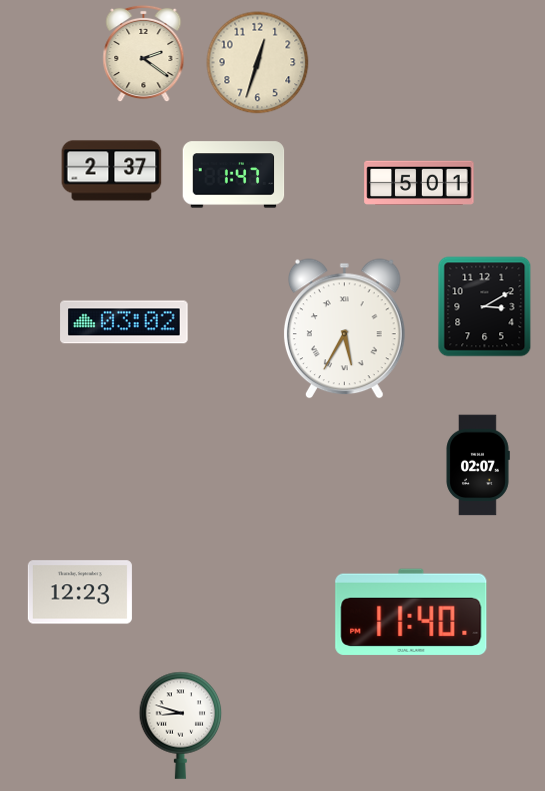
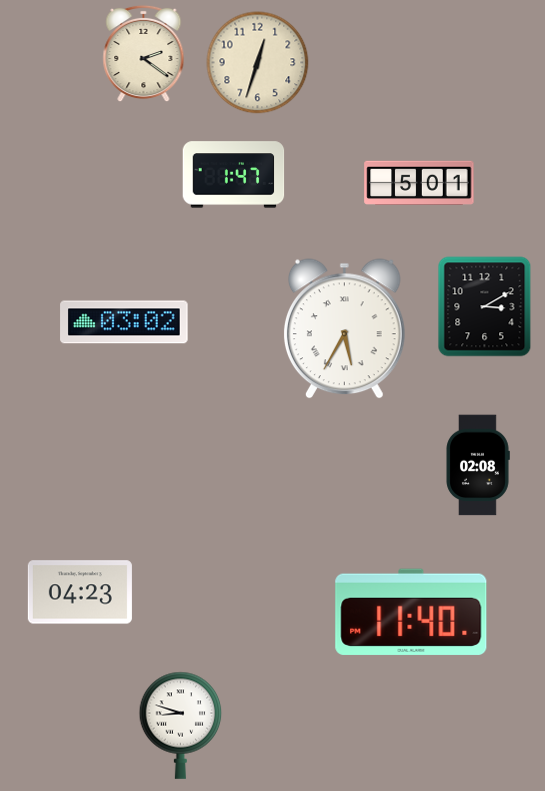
clock at (112, 171): 2:37 -> none
clock at (478, 465): 02:07 -> 02:08
clock at (80, 592): 12:23 -> 04:23
